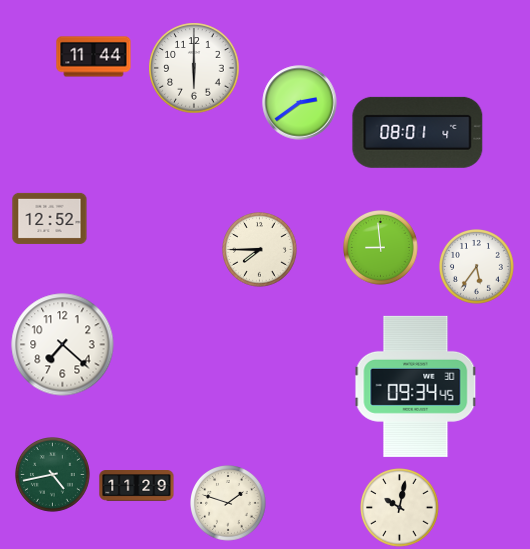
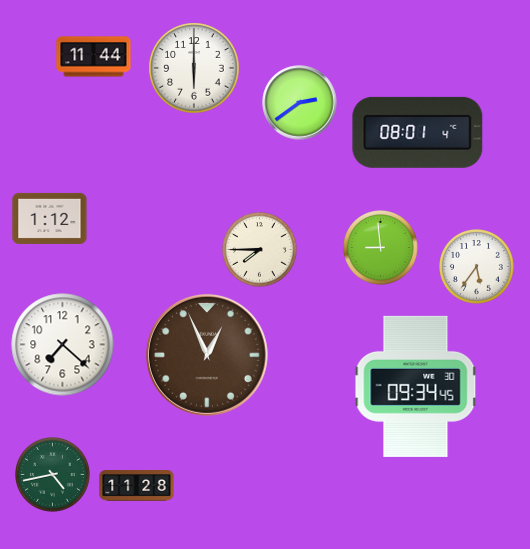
clock at (50, 218): 12:52 -> 1:12
clock at (207, 355): none -> 12:56
clock at (137, 486): 11:29 -> 11:28
clock at (229, 504): 1:48 -> none
clock at (400, 508): 10:02 -> none
